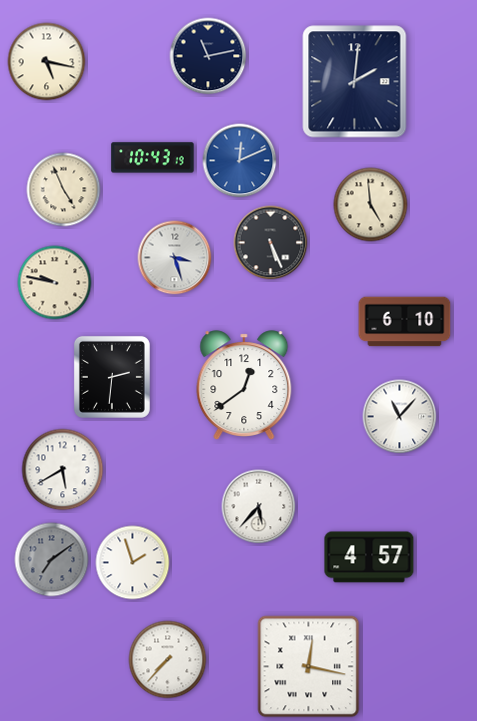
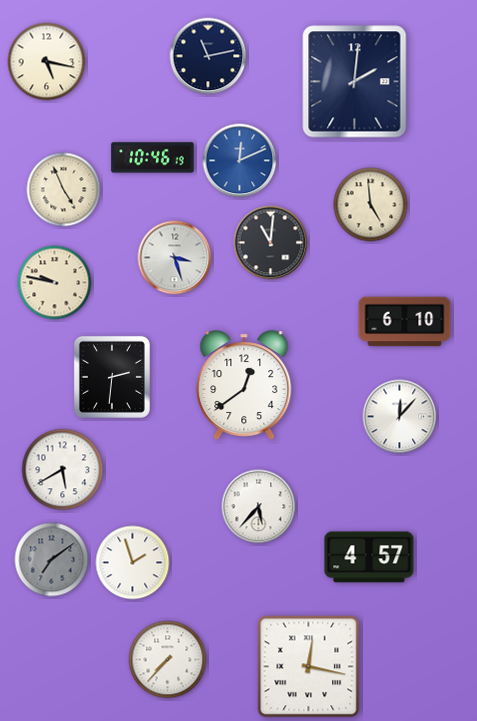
clock at (153, 158): 10:43 -> 10:46
clock at (271, 243): 5:26 -> 11:01
clock at (400, 417): 11:07 -> 12:07
